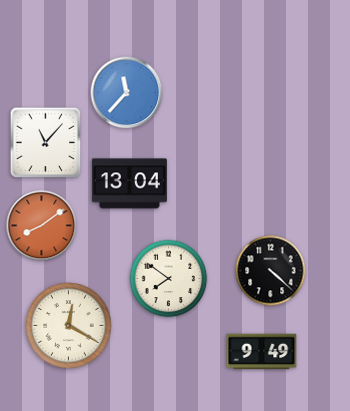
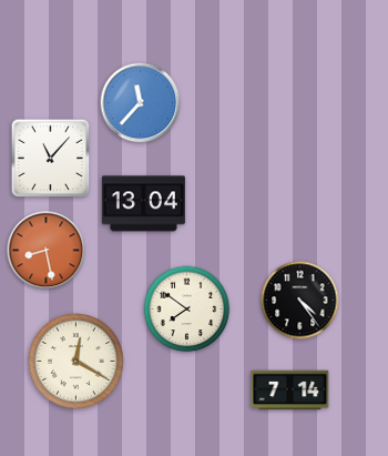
clock at (42, 226): 8:09 -> 8:28
clock at (271, 271): 4:22 -> 4:24
clock at (262, 352): 9:49 -> 7:14
